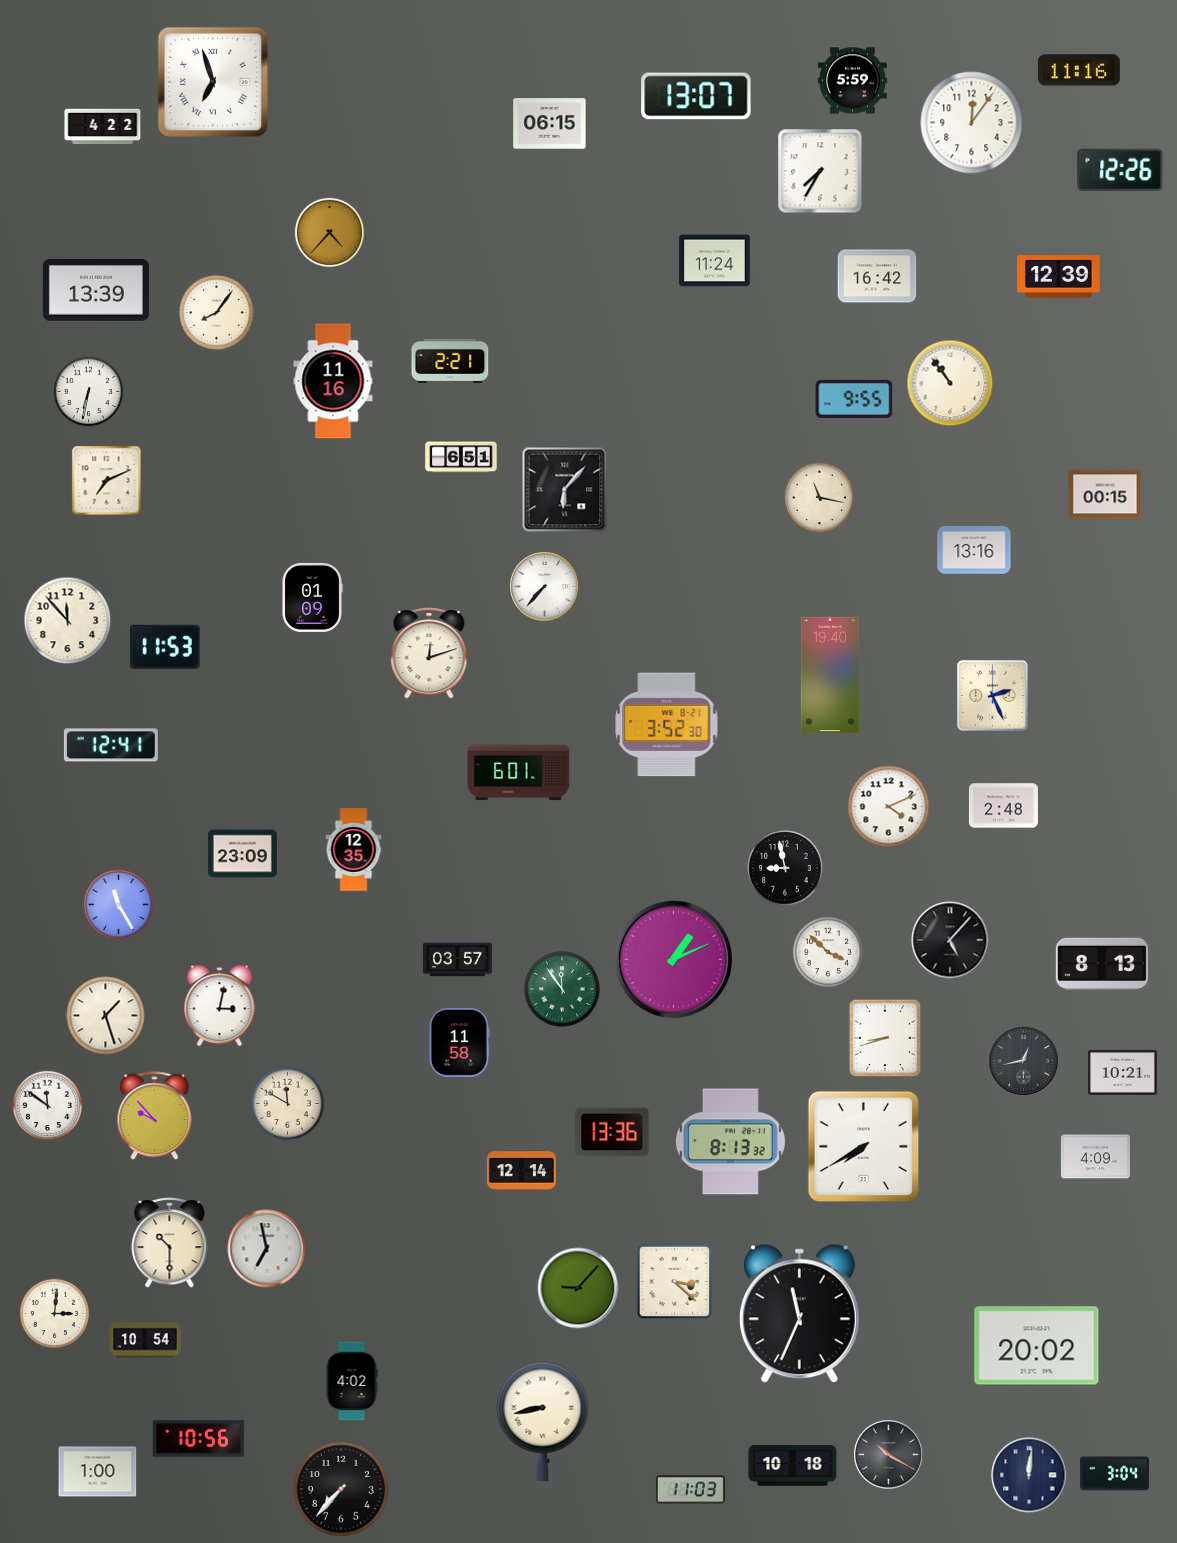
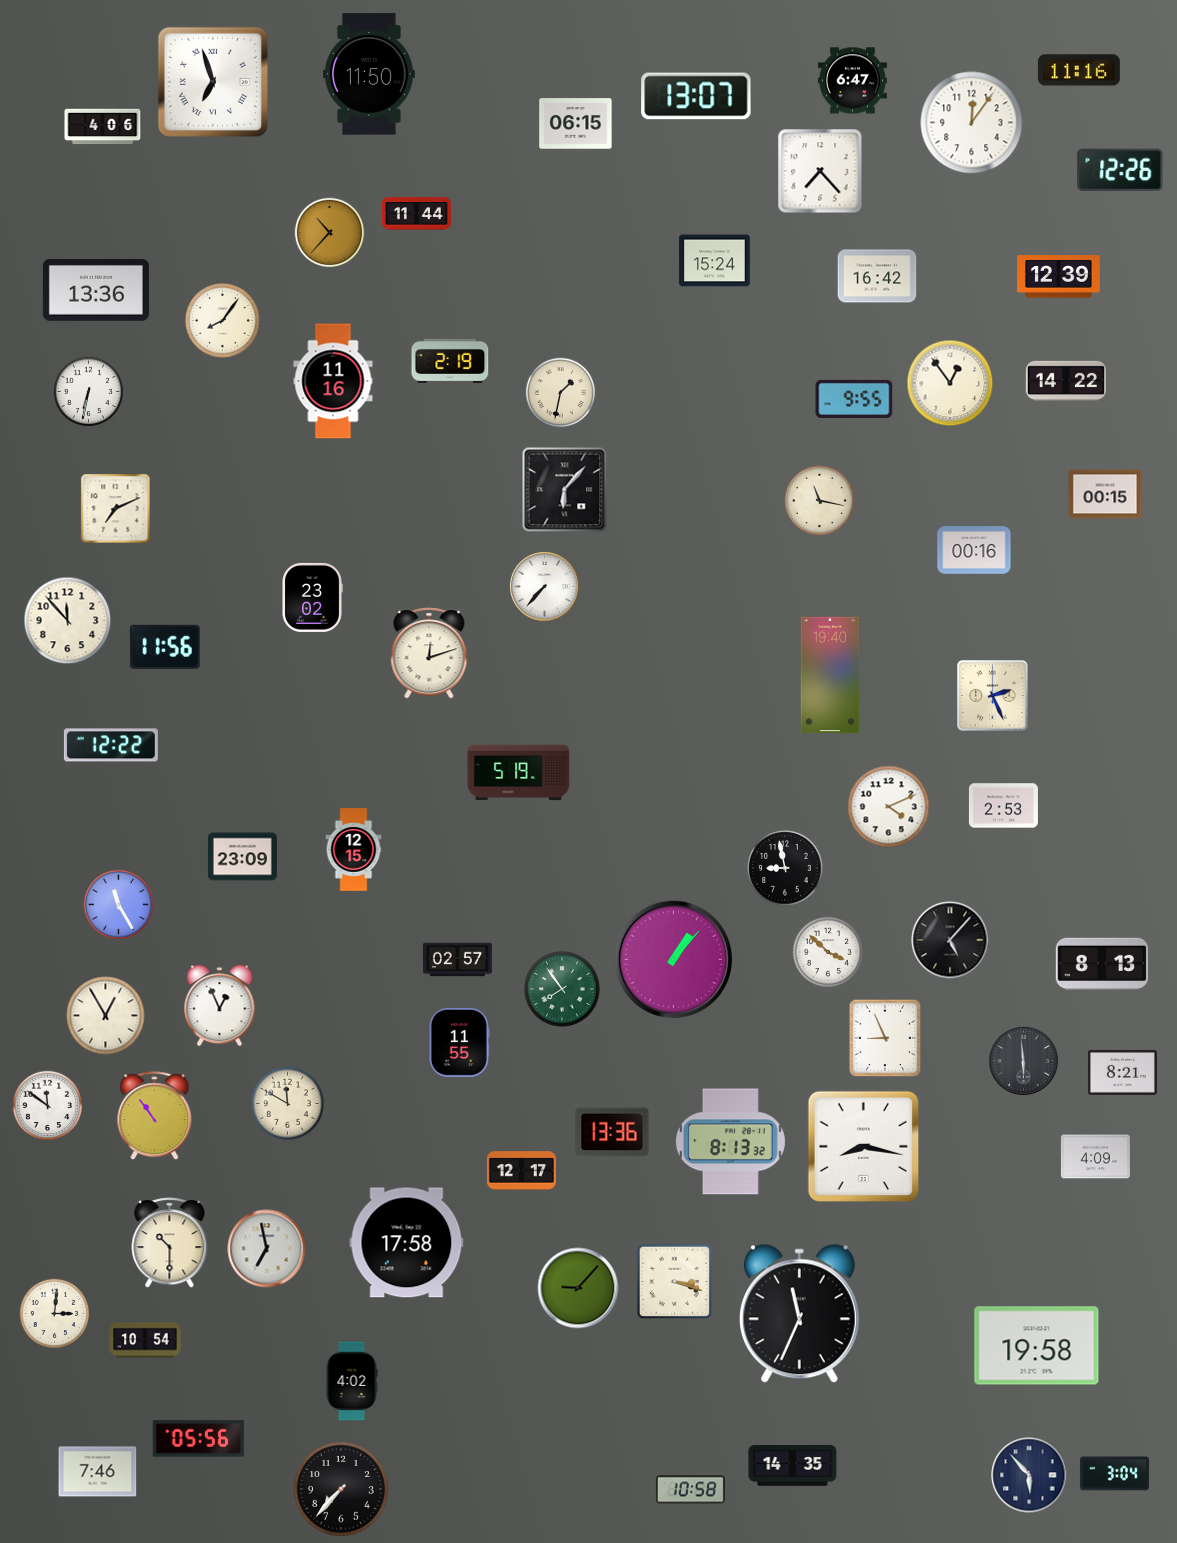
clock at (369, 74): none -> 11:50
clock at (852, 81): 5:59 -> 6:47
clock at (550, 124) position: (550, 124) -> (576, 124)
clock at (103, 127): 4:22 -> 4:06
clock at (820, 171): 7:35 -> 7:23
clock at (416, 214): none -> 11:44
clock at (330, 233): 4:37 -> 10:37
clock at (715, 261): 11:24 -> 15:24
clock at (96, 291): 13:39 -> 13:36
clock at (217, 313) position: (217, 313) -> (223, 321)
clock at (450, 361): 2:21 -> 2:19
clock at (1065, 380): none -> 14:22
clock at (950, 383): 10:54 -> 12:54
clock at (561, 393): none -> 1:32
clock at (461, 457): 6:51 -> none
clock at (107, 481) position: (107, 481) -> (116, 509)
clock at (820, 498) position: (820, 498) -> (820, 501)
clock at (974, 550): 13:16 -> 00:16
clock at (312, 597): 01:09 -> 23:02
clock at (165, 647): 11:53 -> 11:56
clock at (667, 725): 3:52 -> none
clock at (111, 745): 12:41 -> 12:22
clock at (519, 773): 6:01 -> 5:19
clock at (1003, 806): 2:48 -> 2:53
clock at (354, 850): 12:35 -> 12:15
clock at (242, 854) position: (242, 854) -> (242, 857)
clock at (673, 959): 1:11 -> 1:07
clock at (457, 960): 03:57 -> 02:57
clock at (562, 989): 11:54 -> 7:54
clock at (220, 1006): 3:02 -> 12:56
clock at (106, 1016): 1:27 -> 12:55
clock at (885, 1038): 8:42 -> 8:56
clock at (459, 1042): 11:58 -> 11:55
clock at (1024, 1061): 12:43 -> 5:59
clock at (1122, 1072): 10:21 -> 8:21
clock at (155, 1116): 9:53 -> 10:54
clock at (864, 1147): 7:40 -> 8:17
clock at (521, 1171): 12:14 -> 12:17
clock at (407, 1243): none -> 17:58
clock at (675, 1282): 3:22 -> 3:18
clock at (1037, 1346): 20:02 -> 19:58
clock at (543, 1421): 8:43 -> none
clock at (199, 1439): 10:56 -> 05:56
clock at (889, 1455): 10:20 -> none
clock at (793, 1466): 10:18 -> 14:35
clock at (98, 1472): 1:00 -> 7:46
clock at (1029, 1475): 12:01 -> 5:53
clock at (690, 1490): 11:03 -> 10:58
